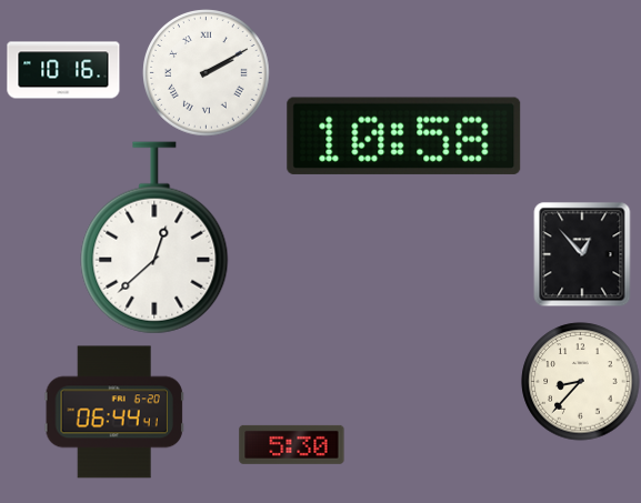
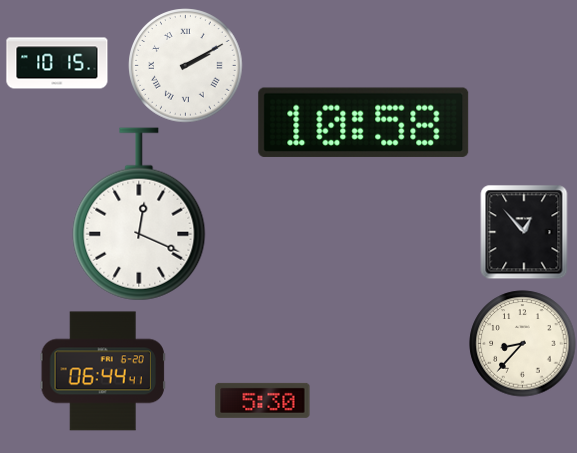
clock at (63, 70): 10:16 -> 10:15
clock at (154, 238): 12:38 -> 12:19
clock at (582, 254) position: (582, 254) -> (524, 232)
